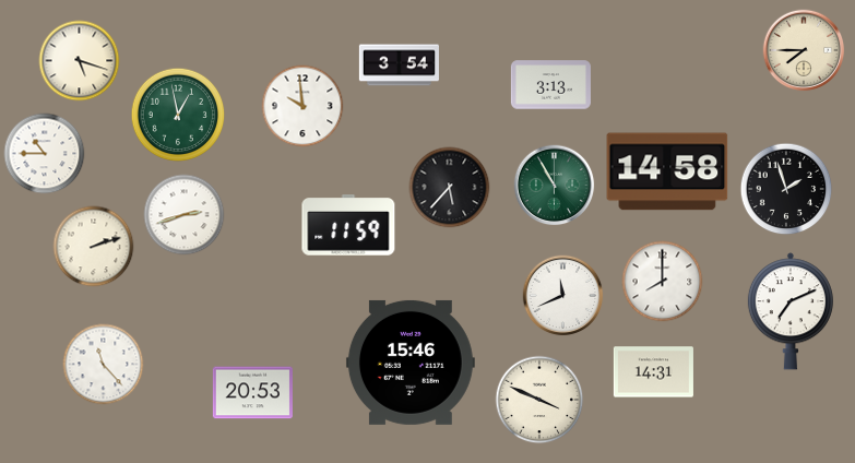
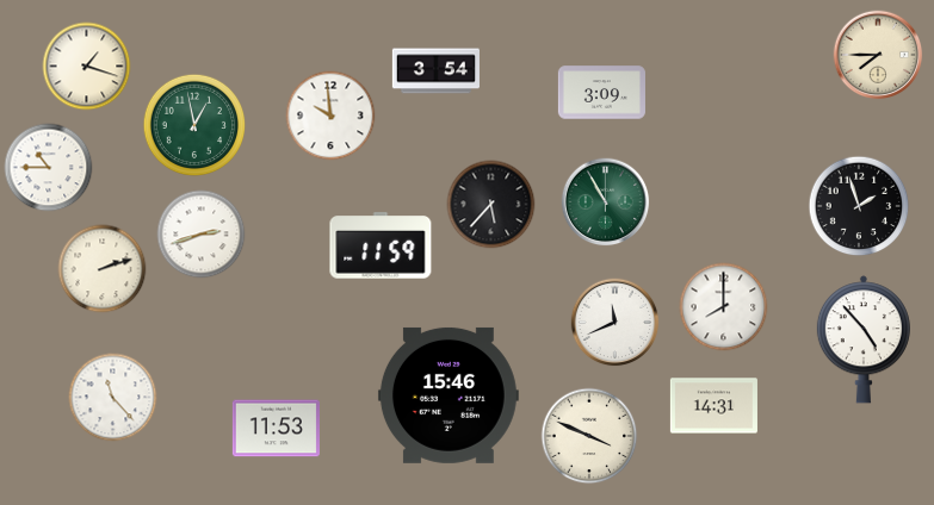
clock at (80, 61): 5:18 -> 1:18
clock at (550, 85): 3:13 -> 3:09
clock at (667, 171): 14:58 -> none
clock at (791, 311): 7:11 -> 4:53
clock at (252, 393): 20:53 -> 11:53
